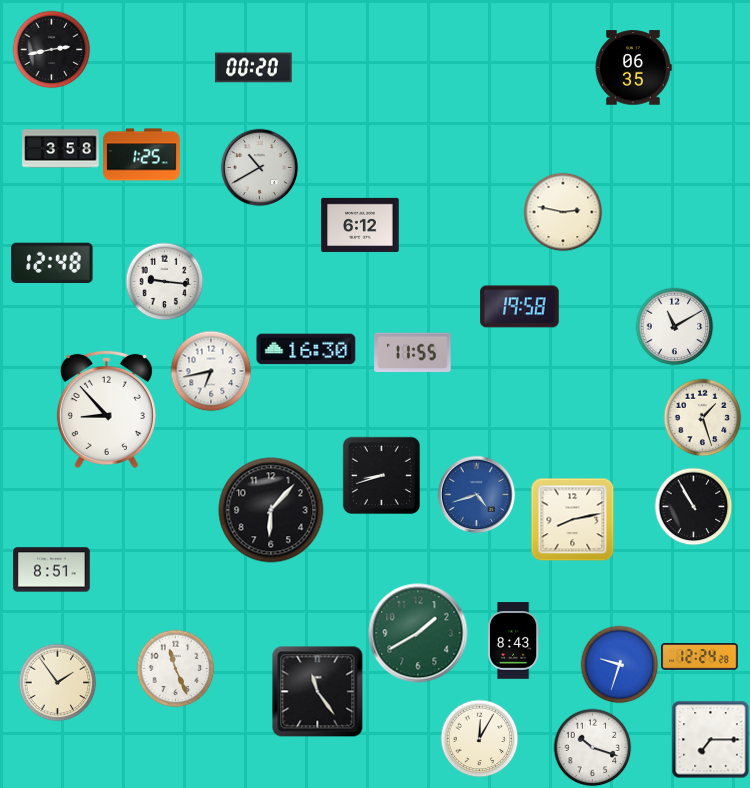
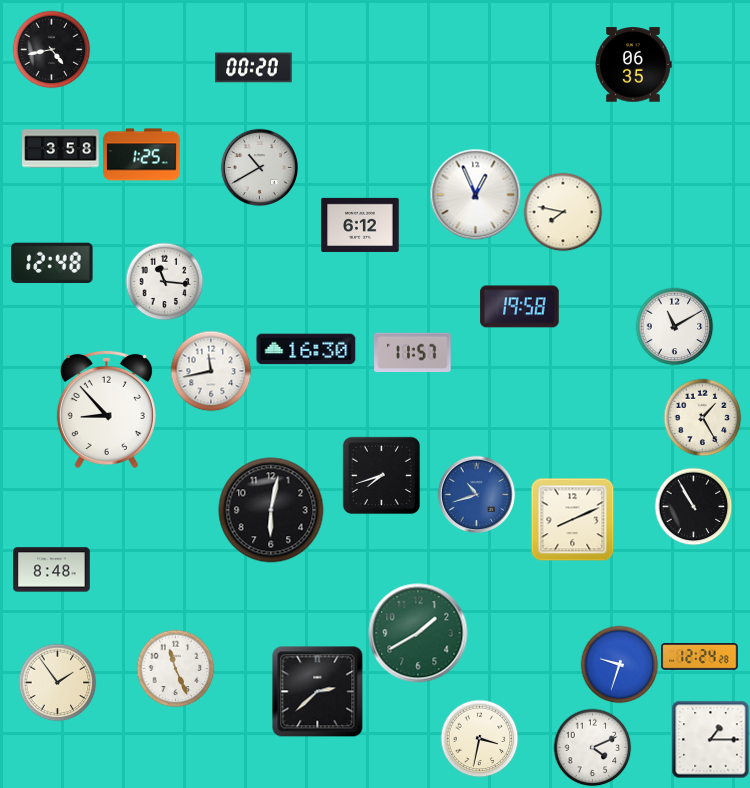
clock at (51, 49): 2:43 -> 4:43
clock at (633, 68) position: (633, 68) -> (633, 65)
clock at (475, 194): none -> 12:56
clock at (563, 212): 2:47 -> 7:47
clock at (164, 281): 9:16 -> 11:16
clock at (413, 352): 11:55 -> 11:57
clock at (211, 371): 6:43 -> 11:43
clock at (702, 417): 1:27 -> 1:25
clock at (381, 475): 8:42 -> 7:42
clock at (476, 494): 4:42 -> 10:42
clock at (271, 510): 6:07 -> 6:02
clock at (572, 519): 8:13 -> 8:11
clock at (52, 570): 8:51 -> 8:48
clock at (513, 641): 8:43 -> none
clock at (317, 691): 11:24 -> 2:38
clock at (479, 738): 12:05 -> 3:32
clock at (710, 739): 7:15 -> 1:15
clock at (592, 747): 10:18 -> 4:11
